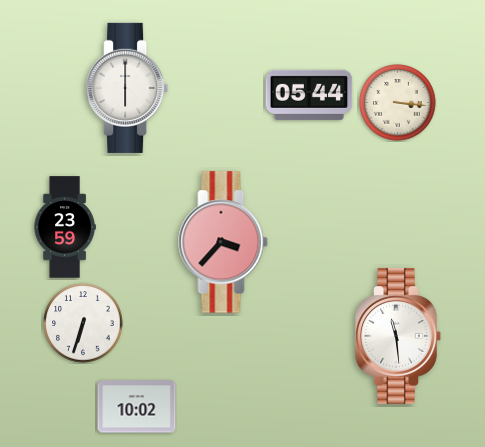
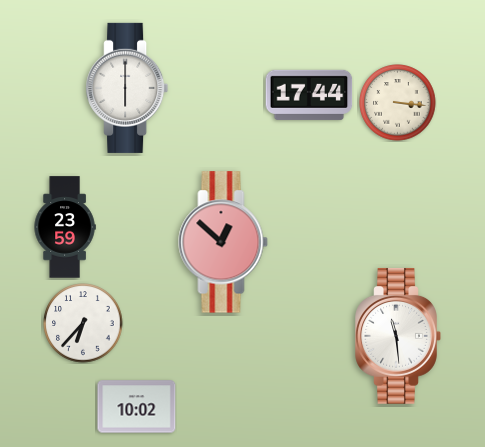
clock at (309, 95): 05:44 -> 17:44
clock at (223, 242): 3:37 -> 12:52
clock at (83, 323): 6:33 -> 6:37
